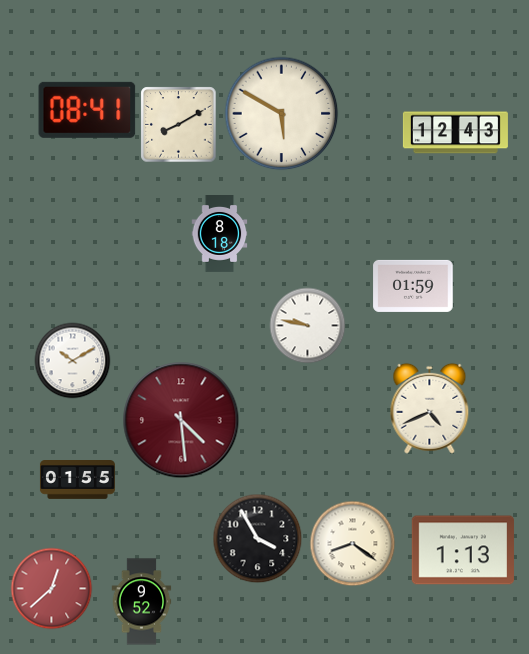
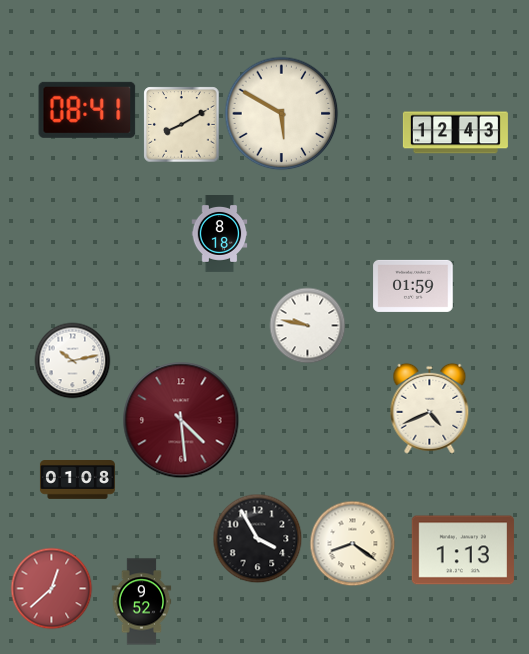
clock at (179, 125) position: (179, 125) -> (182, 125)
clock at (73, 361): 10:10 -> 10:13
clock at (77, 480): 01:55 -> 01:08
